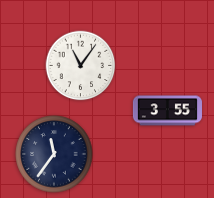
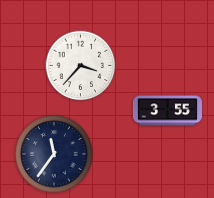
clock at (81, 66): 11:06 -> 3:37
